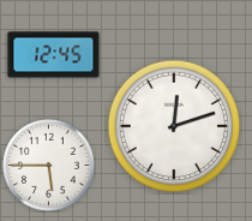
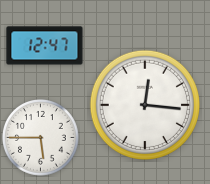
clock at (54, 55): 12:45 -> 12:47
clock at (173, 125): 12:12 -> 12:16
